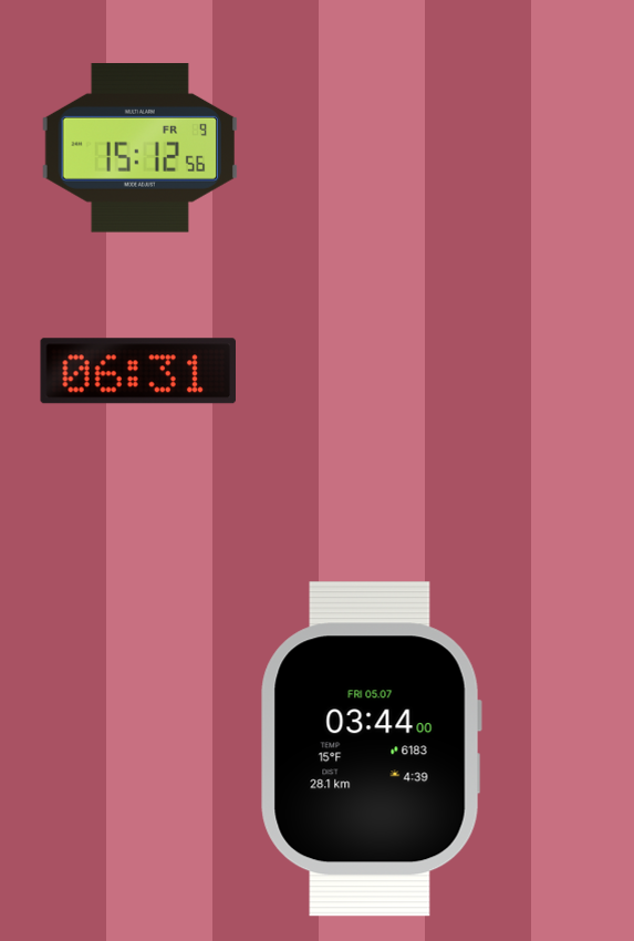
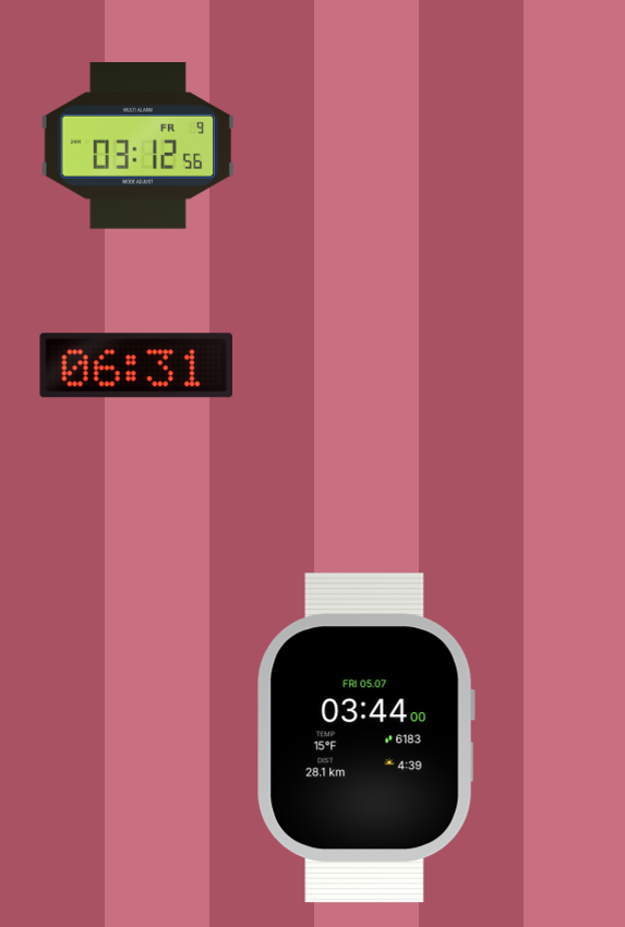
clock at (139, 147): 15:12 -> 03:12
